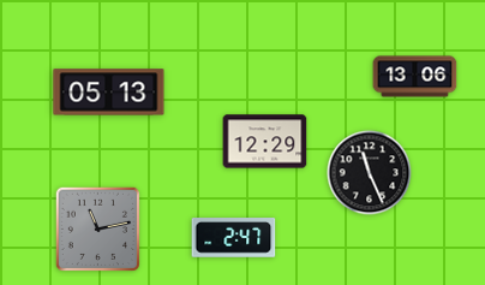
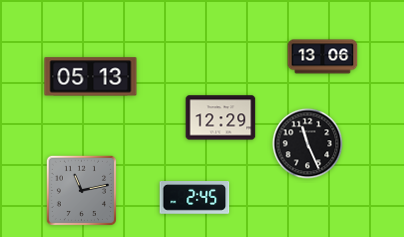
clock at (415, 77) position: (415, 77) -> (323, 57)
clock at (234, 238): 2:47 -> 2:45
